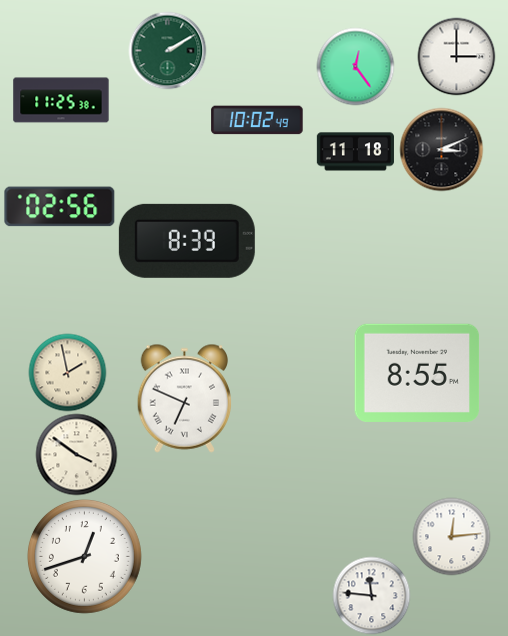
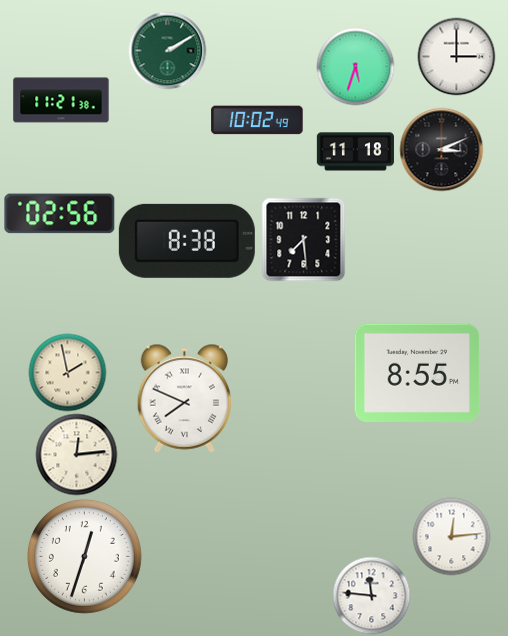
clock at (355, 66): 12:24 -> 5:33
clock at (61, 100): 11:25 -> 11:21
clock at (60, 207) position: (60, 207) -> (60, 214)
clock at (303, 239): none -> 7:29
clock at (187, 241): 8:39 -> 8:38
clock at (184, 398): 6:49 -> 7:49
clock at (76, 454): 3:51 -> 12:14
clock at (84, 556): 12:42 -> 12:33
